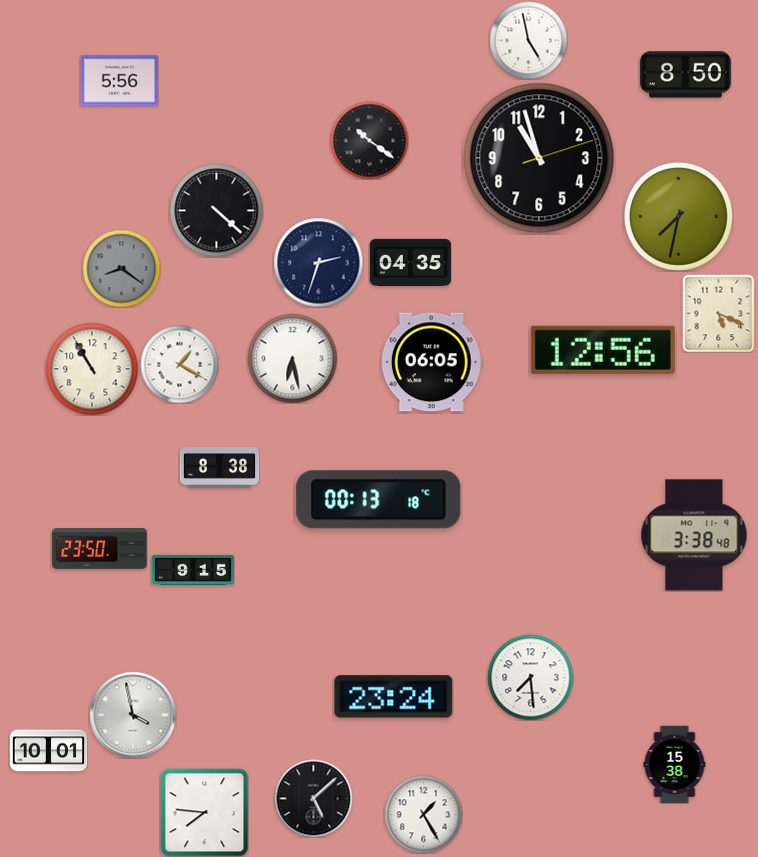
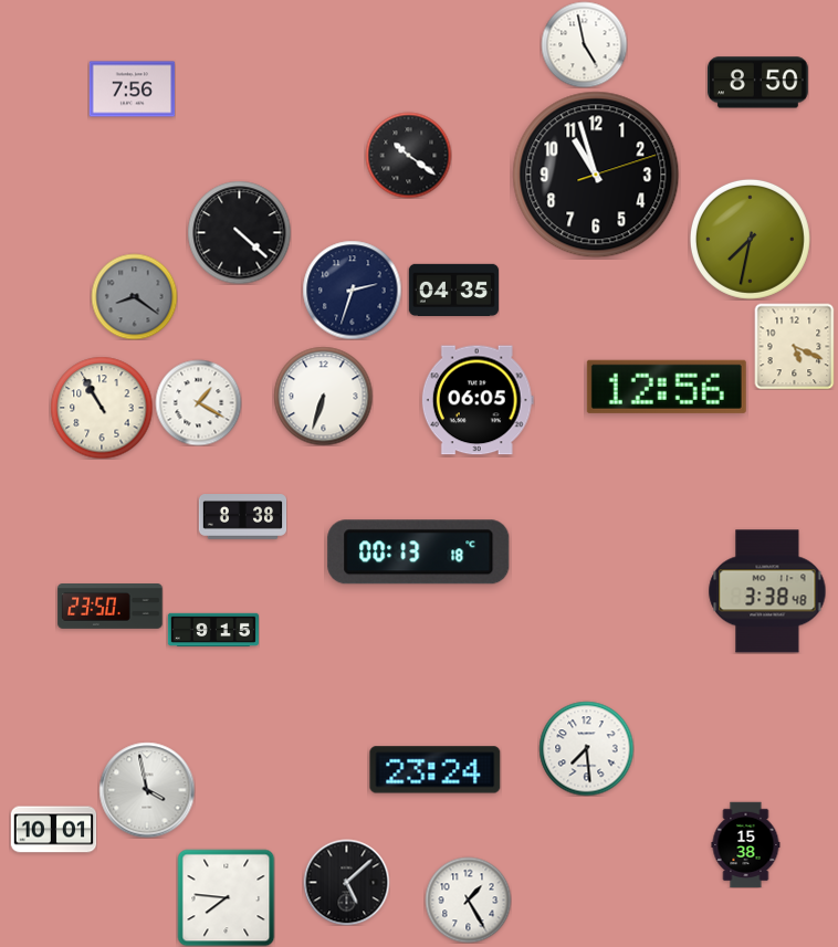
clock at (119, 81): 5:56 -> 7:56
clock at (292, 358): 6:28 -> 6:33
